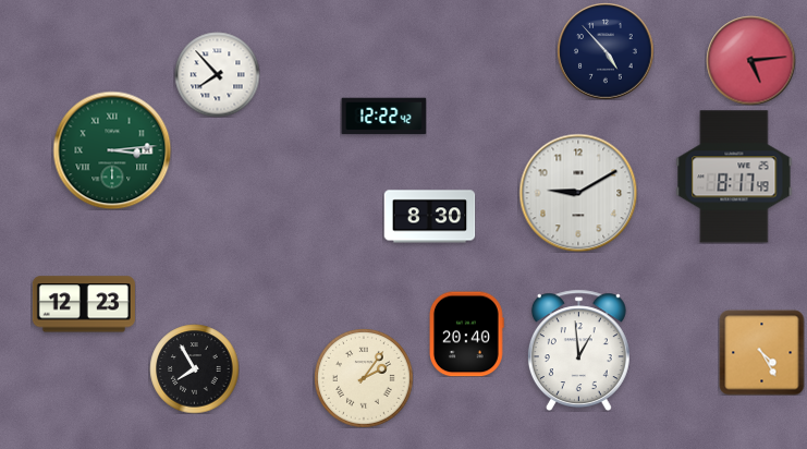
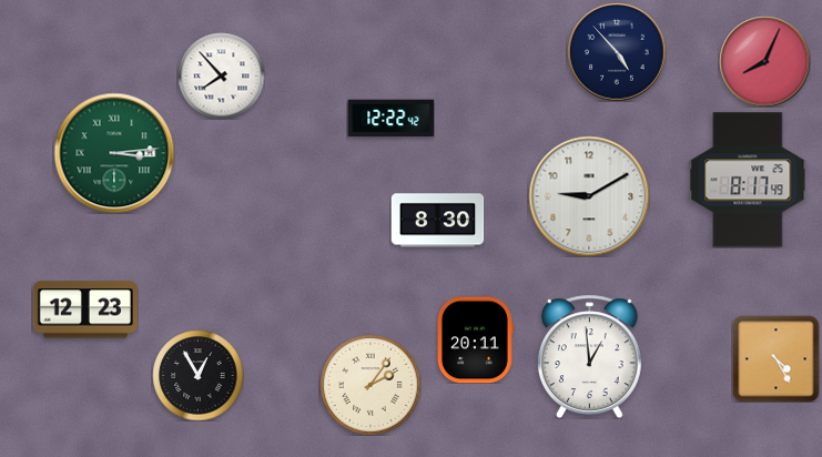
clock at (750, 60): 5:14 -> 8:04
clock at (467, 333): 20:40 -> 20:11
clock at (194, 368): 7:55 -> 12:55
